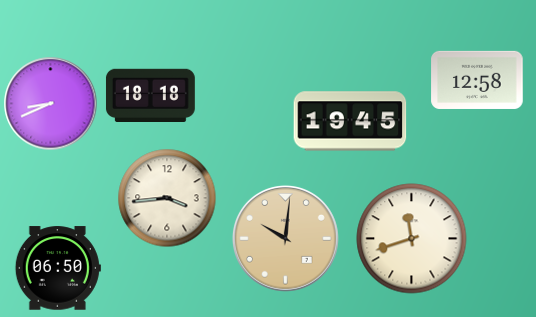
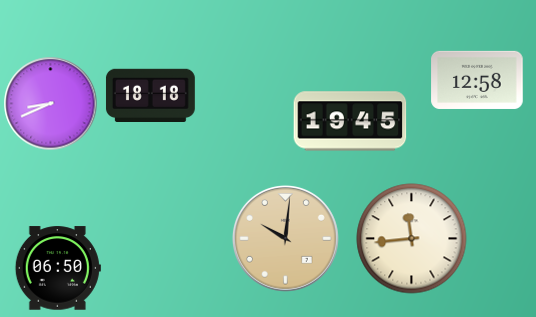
clock at (167, 198): 3:44 -> none
clock at (412, 239): 11:42 -> 11:44
